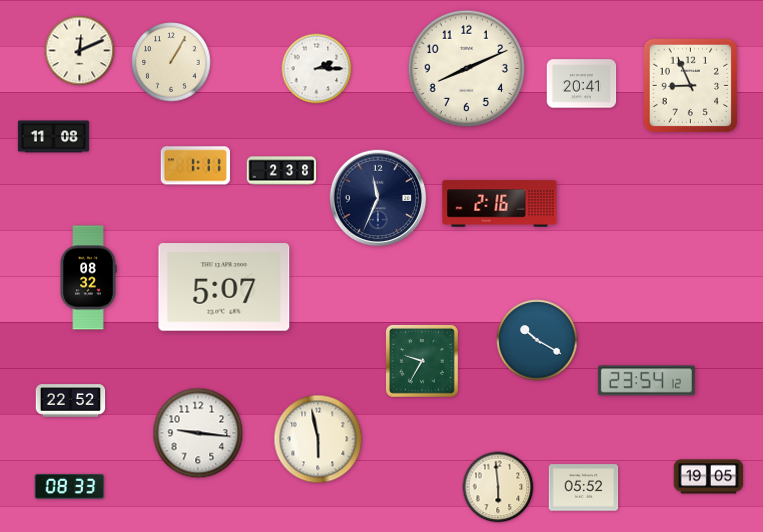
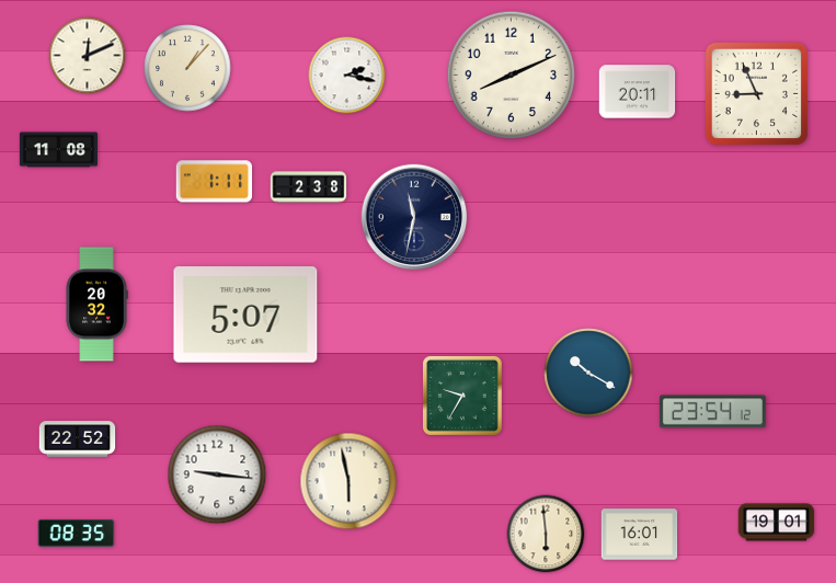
clock at (171, 62): 1:05 -> 1:07
clock at (317, 69): 2:15 -> 2:17
clock at (582, 84): 20:41 -> 20:11
clock at (378, 198): 11:34 -> 11:32
clock at (500, 204): 2:16 -> none
clock at (88, 278): 08:32 -> 20:32
clock at (646, 381) position: (646, 381) -> (712, 412)
clock at (709, 477): 19:05 -> 19:01
clock at (70, 486): 08:33 -> 08:35
clock at (584, 488): 05:52 -> 16:01
